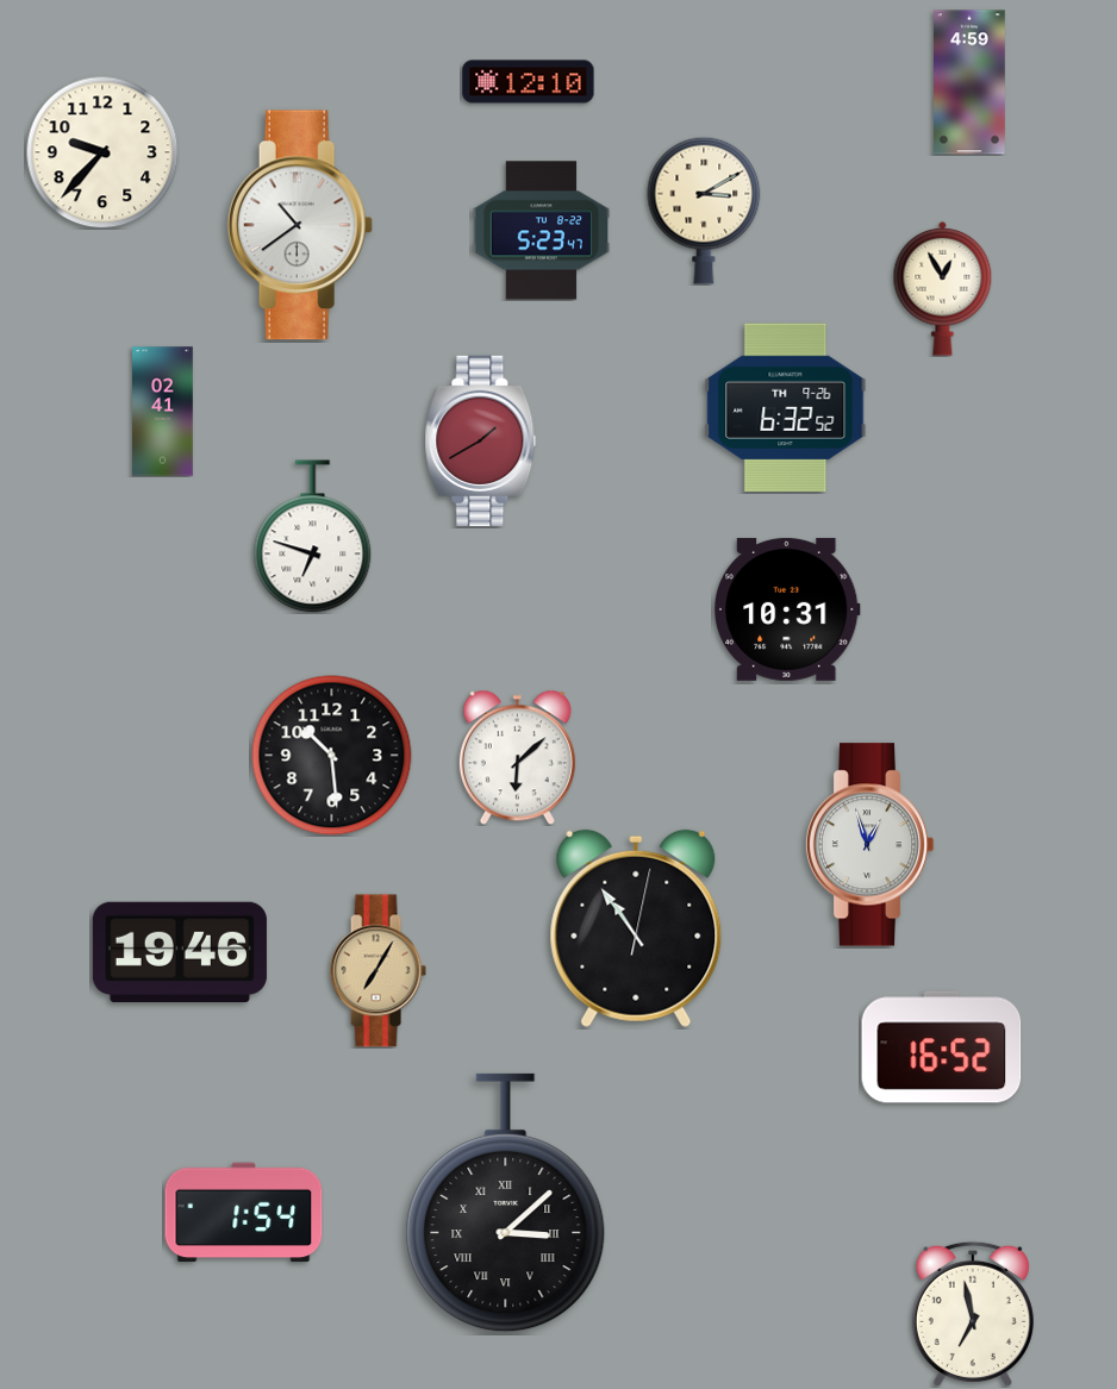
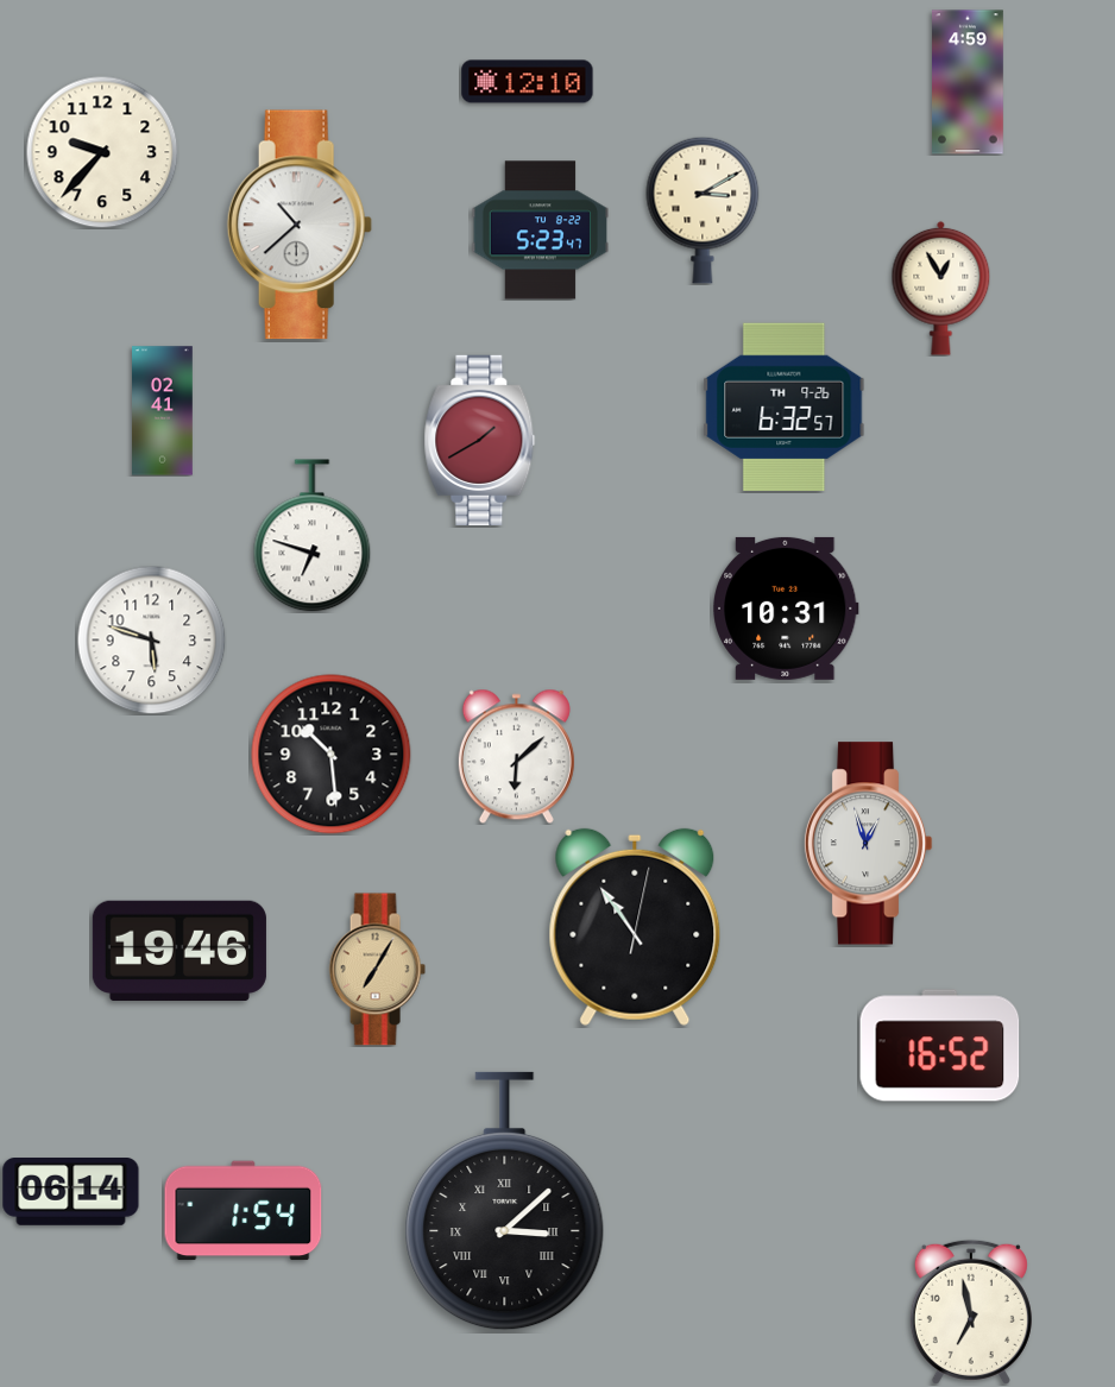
clock at (300, 225): 10:39 -> 10:38
clock at (786, 407): 6:32:52 -> 6:32:57
clock at (151, 639): none -> 5:48
clock at (71, 1192): none -> 06:14
